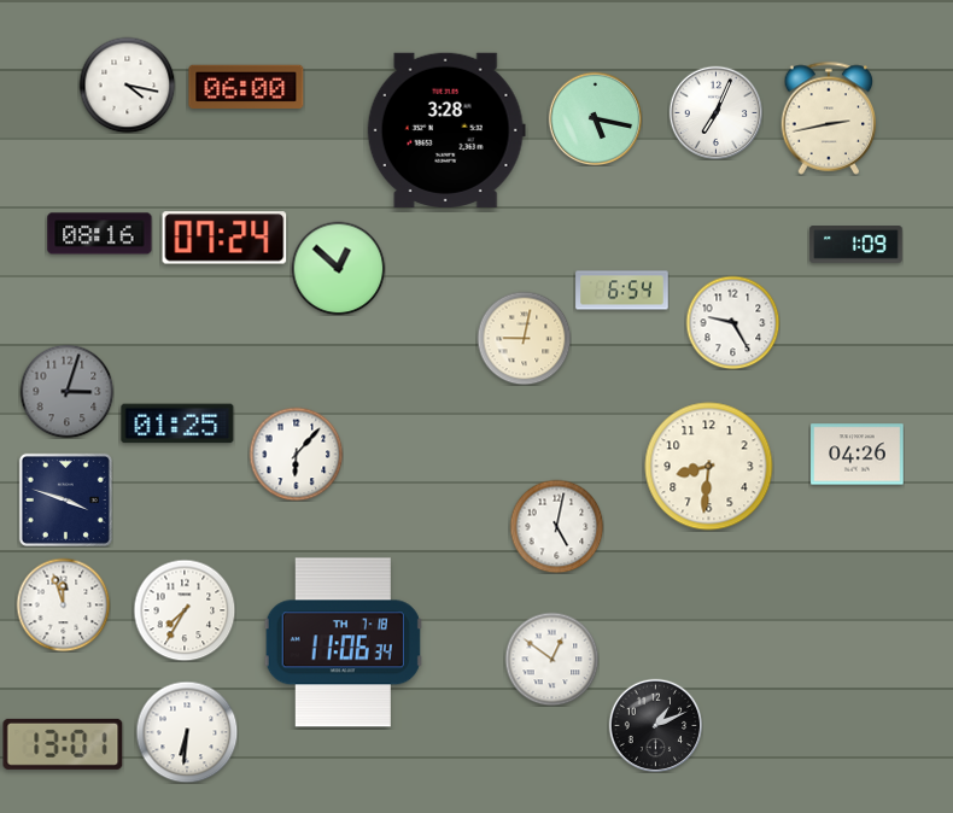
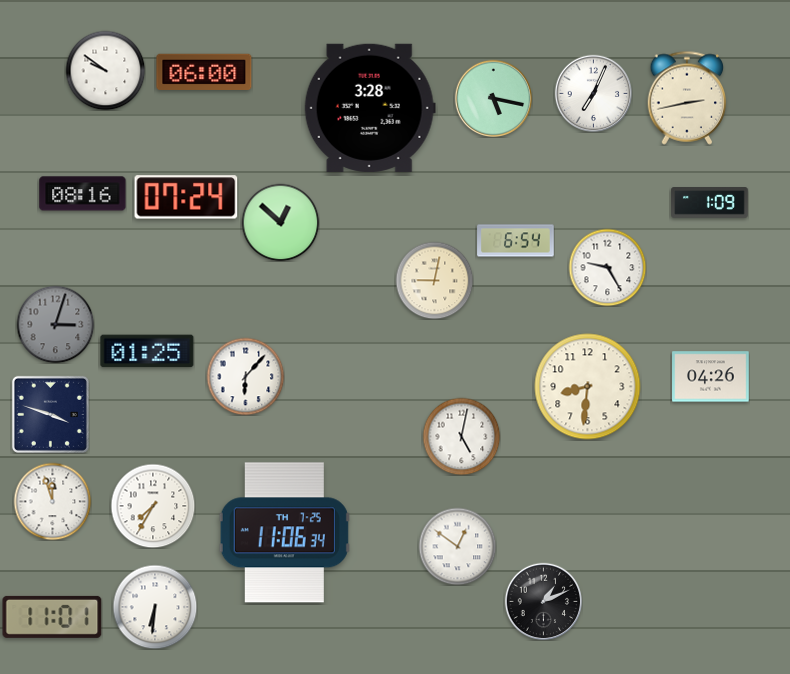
clock at (127, 84): 4:17 -> 9:51
clock at (65, 499) position: (65, 499) -> (50, 414)
clock at (343, 643) date: TH 7-18 -> TH 7-25
clock at (63, 744): 13:01 -> 11:01
